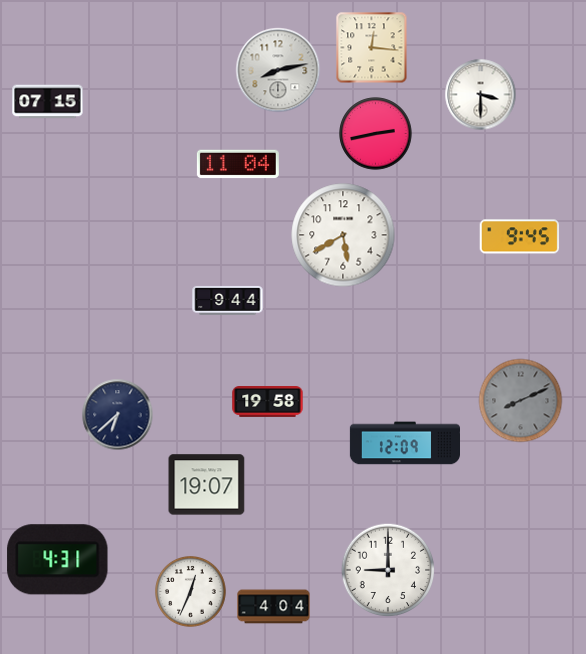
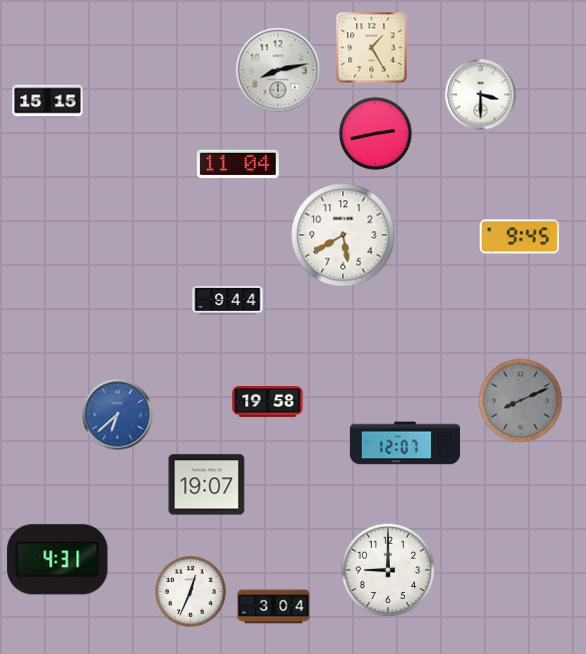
clock at (372, 48): 12:16 -> 1:25
clock at (48, 102): 07:15 -> 15:15
clock at (118, 415) dial: navy -> blue
clock at (404, 443): 12:09 -> 12:07
clock at (274, 607): 4:04 -> 3:04
